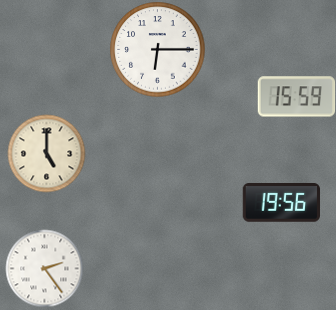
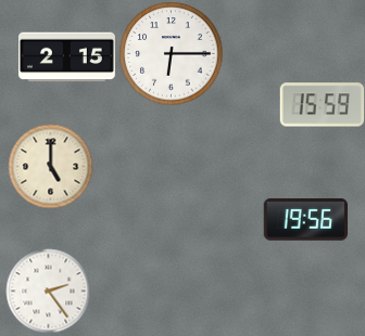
clock at (67, 57): none -> 2:15
